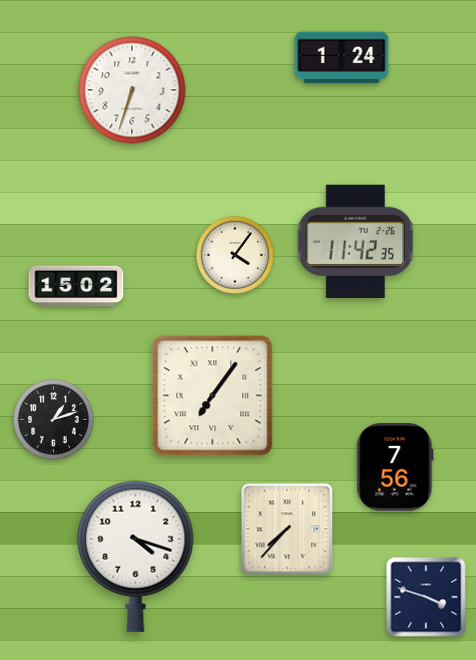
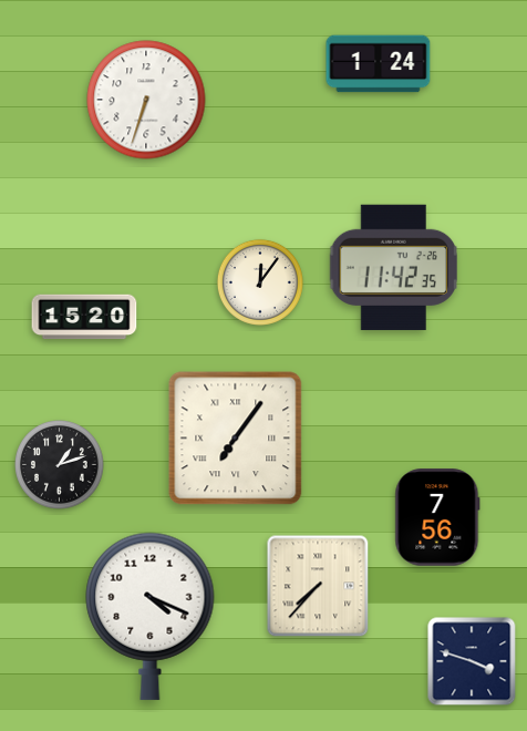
clock at (235, 255): 4:06 -> 12:06
clock at (76, 286): 15:02 -> 15:20
clock at (136, 556): 4:18 -> 4:19
